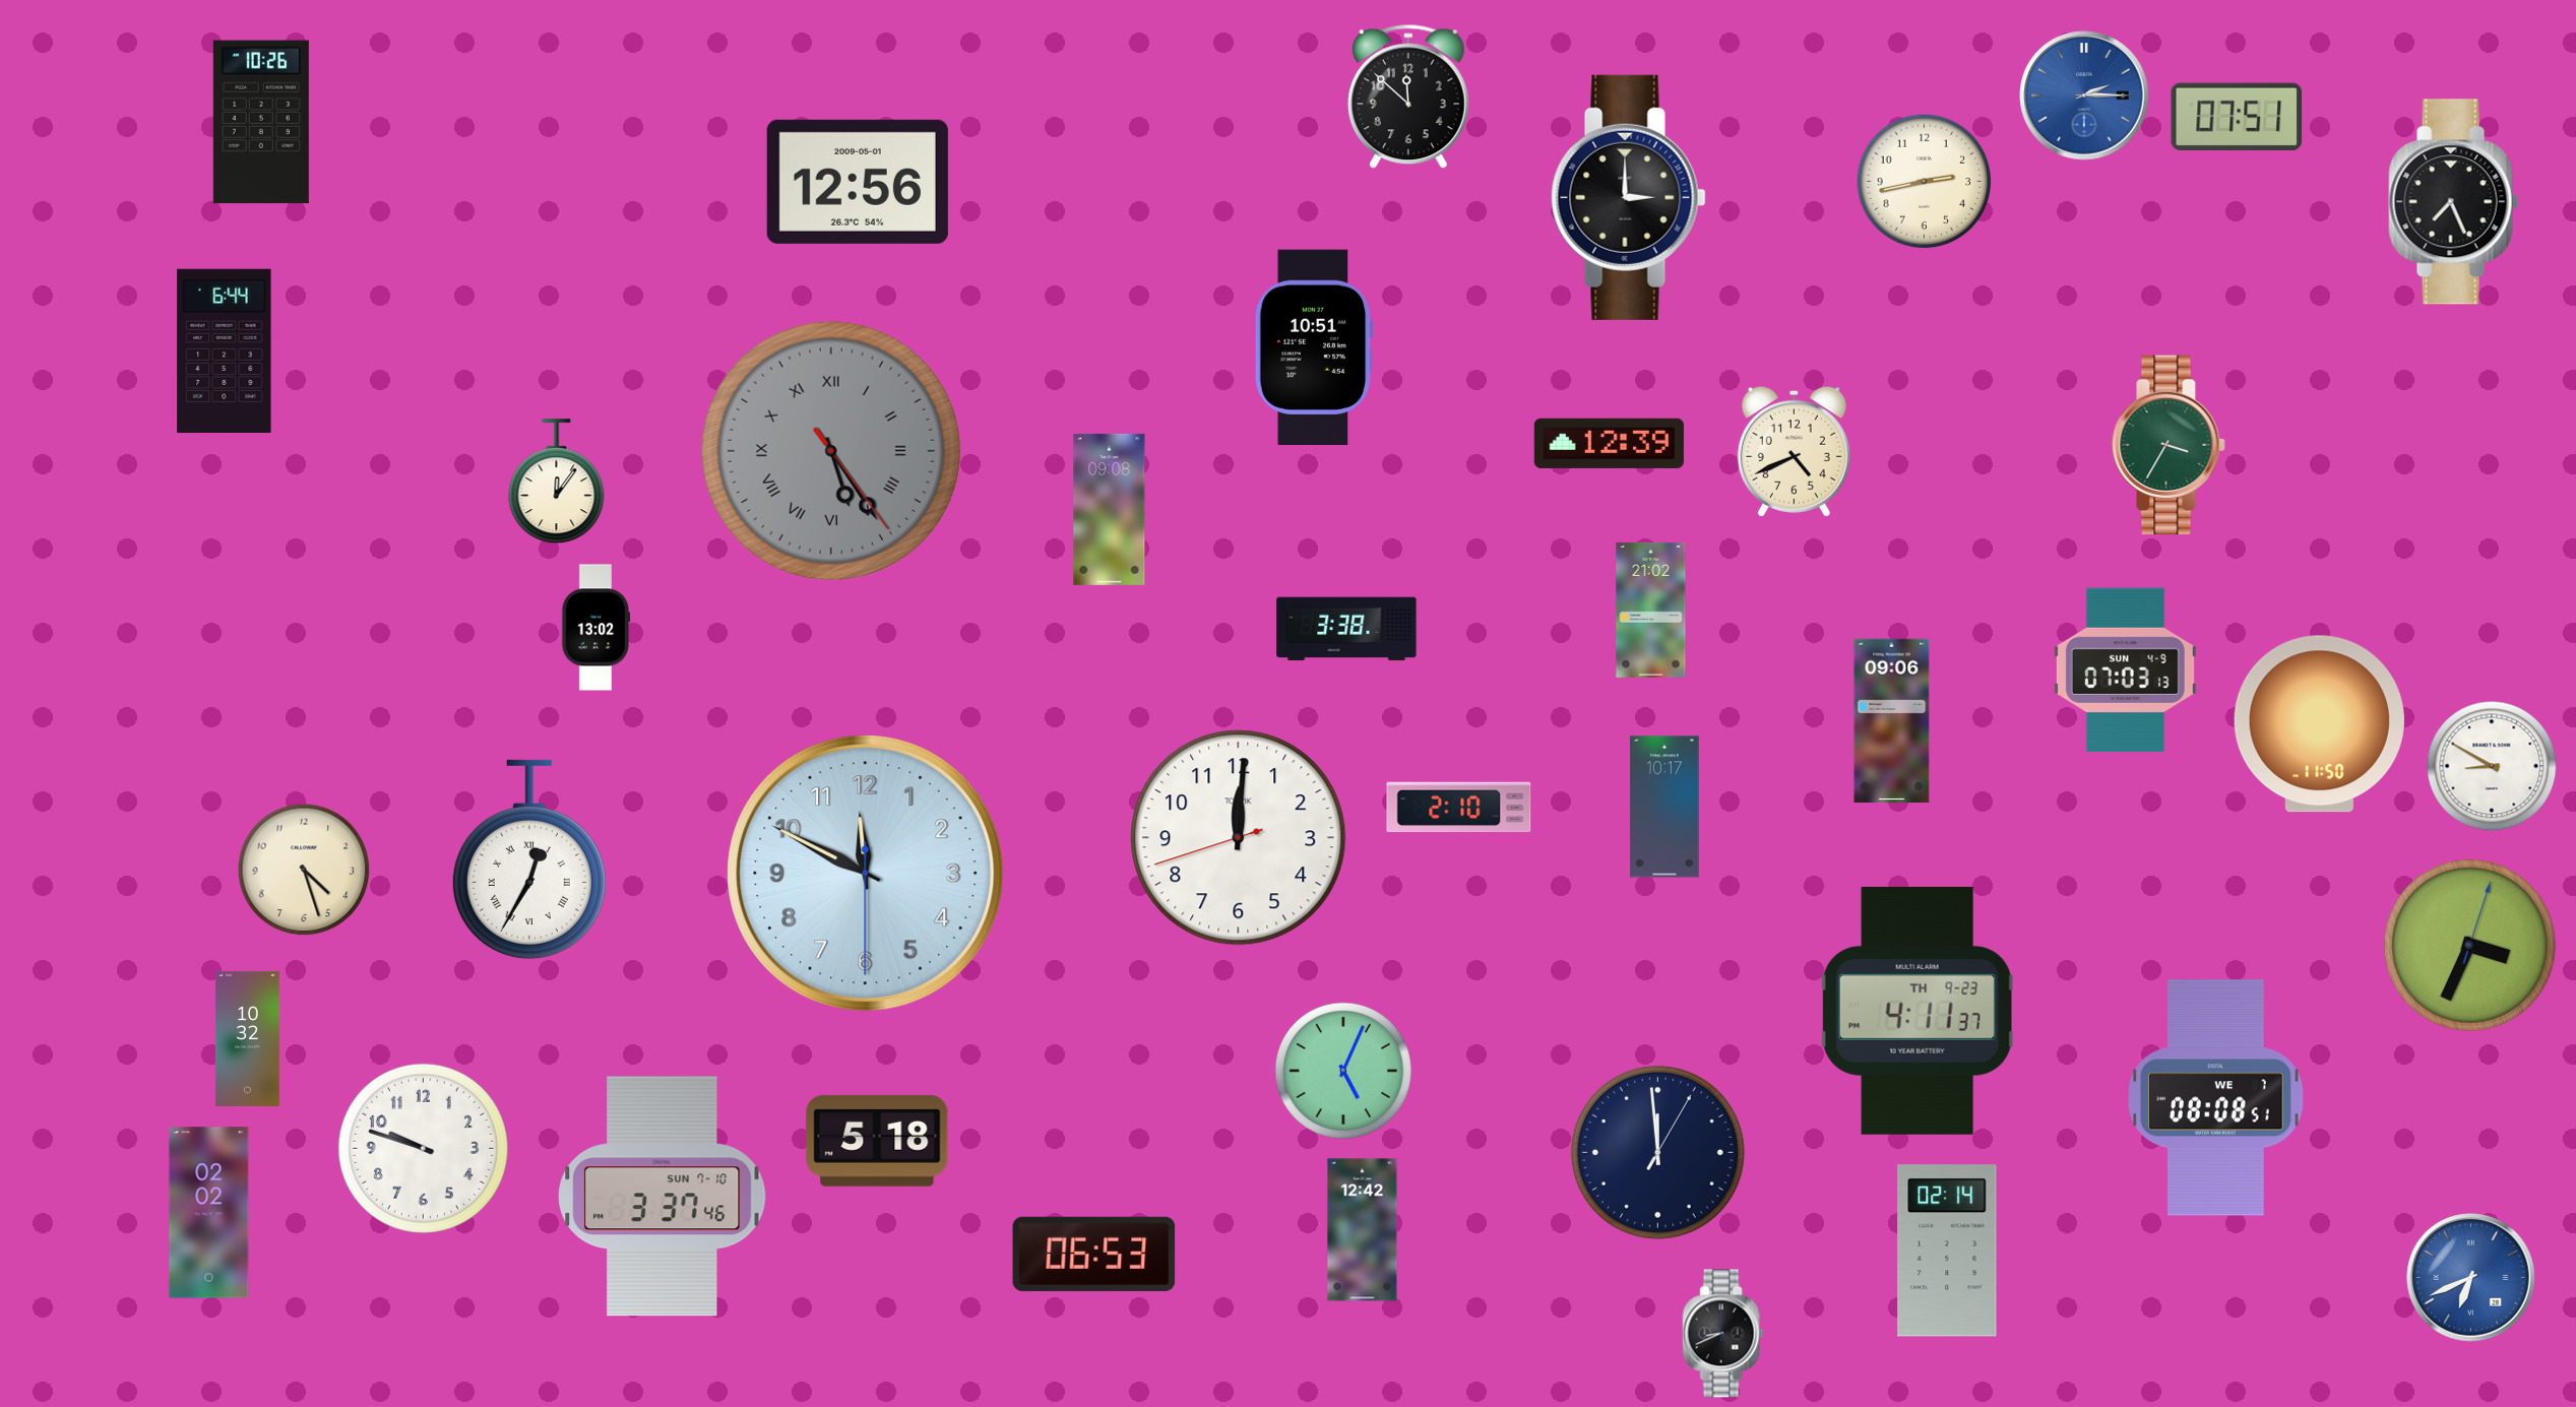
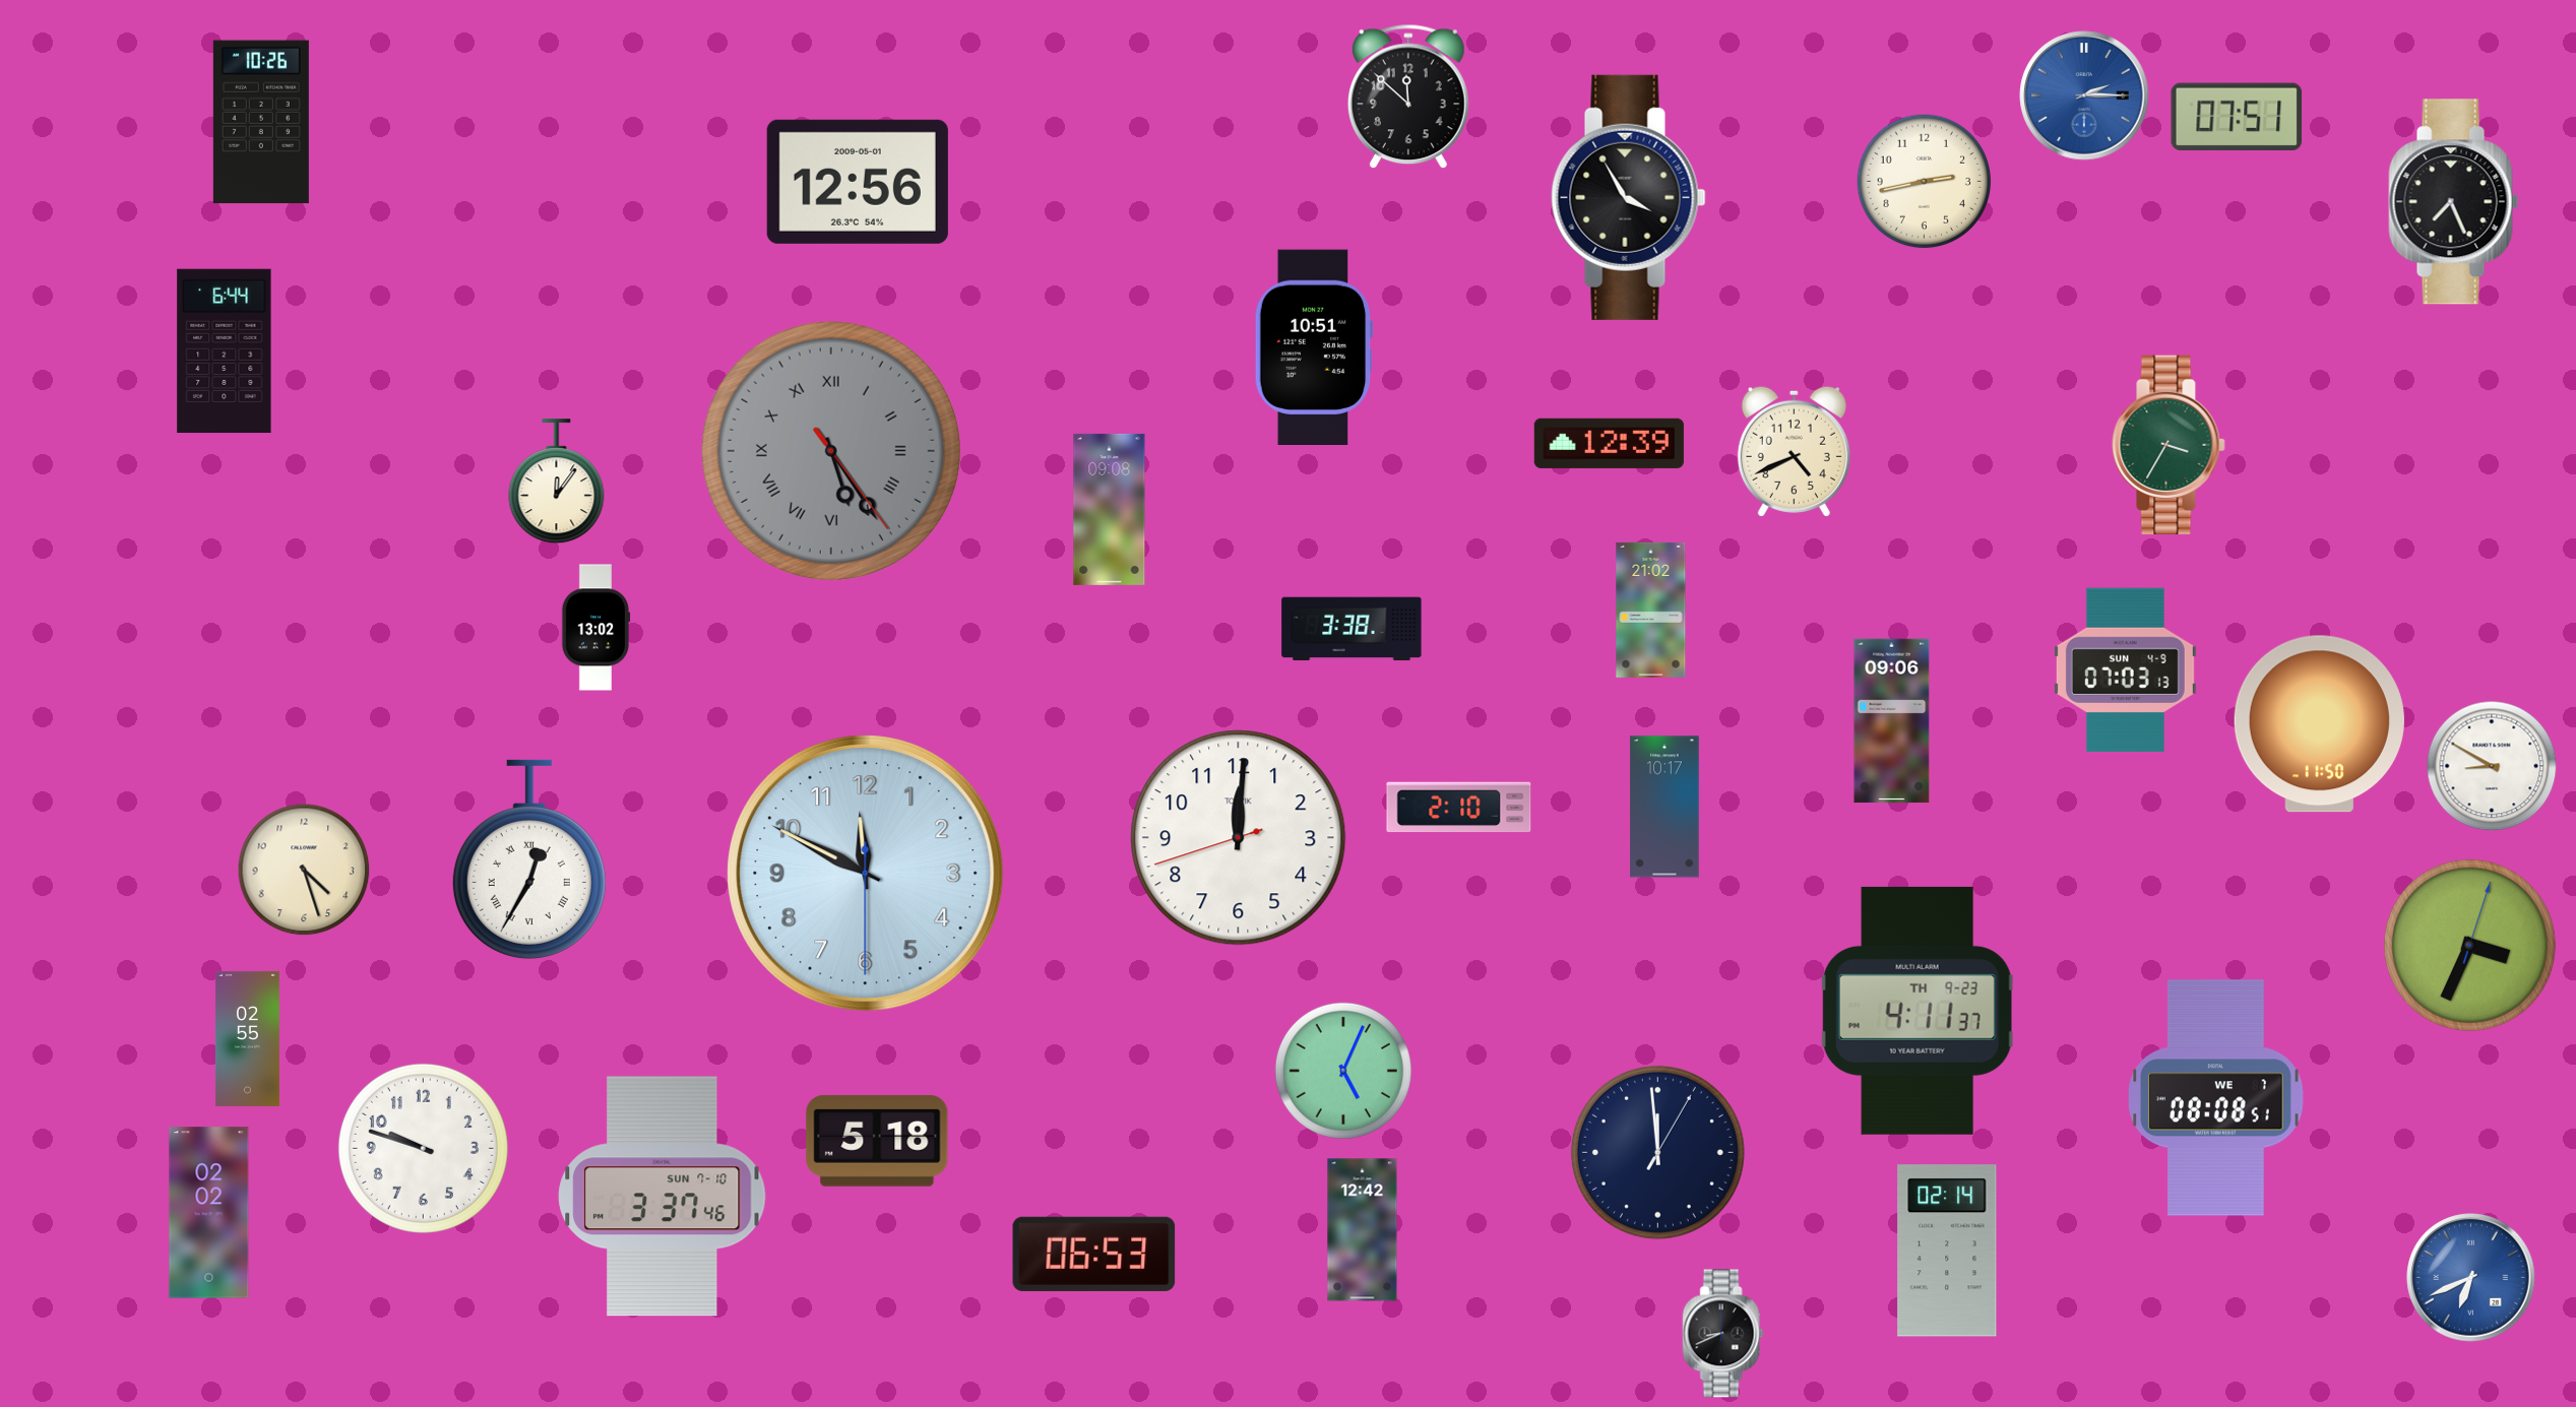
clock at (1629, 197): 3:00 -> 3:55
clock at (1346, 629) position: (1346, 629) -> (1352, 629)
clock at (247, 1038): 10:32 -> 02:55
